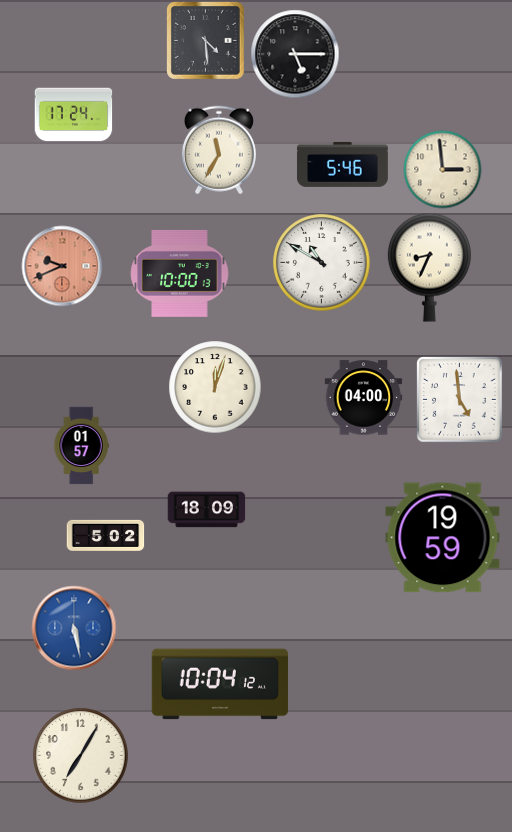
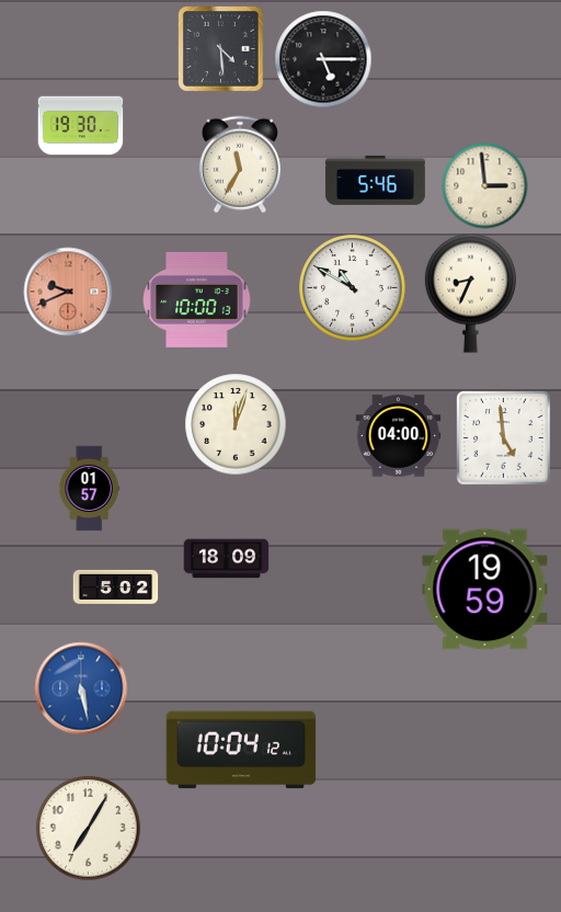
clock at (206, 41) position: (206, 41) -> (221, 49)
clock at (73, 115): 17:24 -> 19:30
